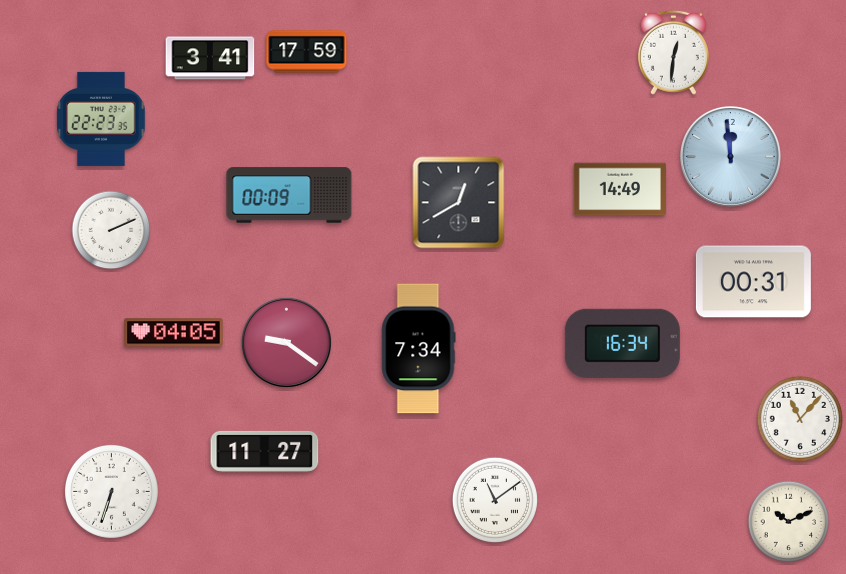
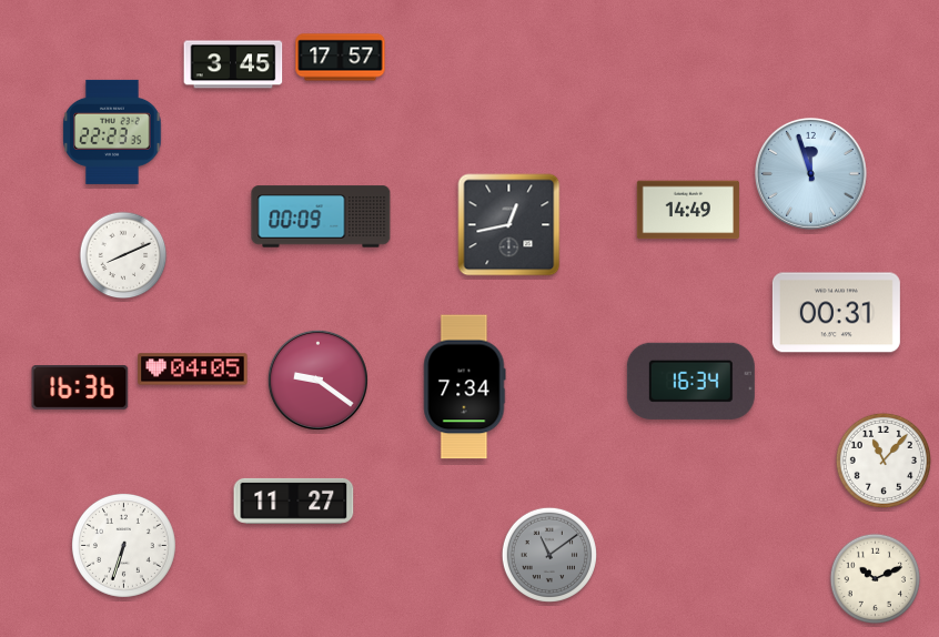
clock at (307, 52): 17:59 -> 17:57
clock at (673, 52): 12:31 -> none
clock at (210, 58): 3:41 -> 3:45
clock at (730, 156): 11:59 -> 11:57
clock at (459, 203): 12:40 -> 12:43
clock at (111, 230): 2:11 -> 8:11
clock at (80, 388): none -> 16:36
clock at (800, 419) position: (800, 419) -> (884, 461)
clock at (495, 500) dial: white -> grey
